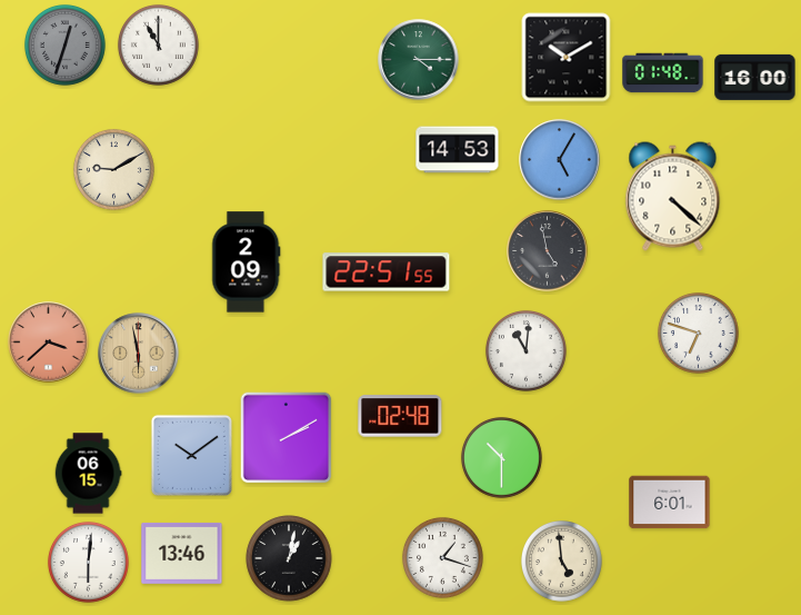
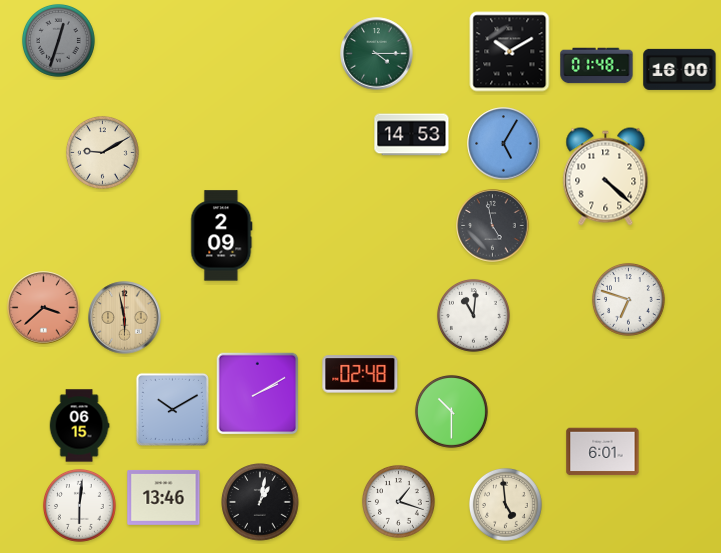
clock at (158, 44): 11:00 -> none
clock at (387, 272): 22:51 -> none
clock at (191, 455): 10:09 -> 10:10
